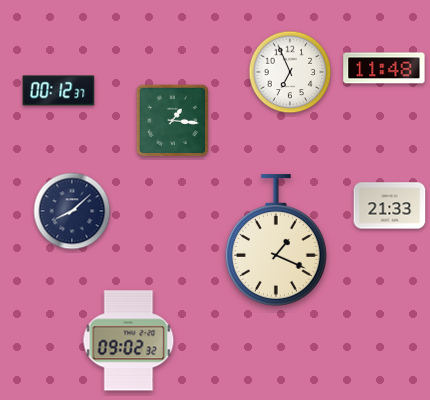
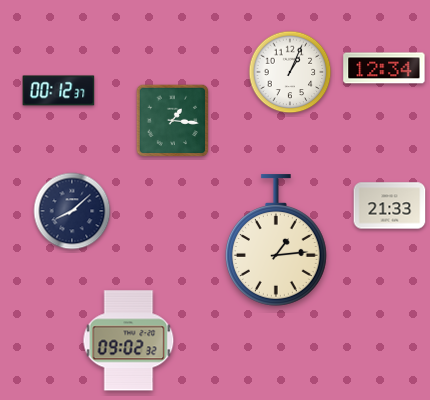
clock at (384, 68): 11:48 -> 12:34
clock at (290, 72): 6:56 -> 1:04
clock at (276, 240): 1:19 -> 1:14
